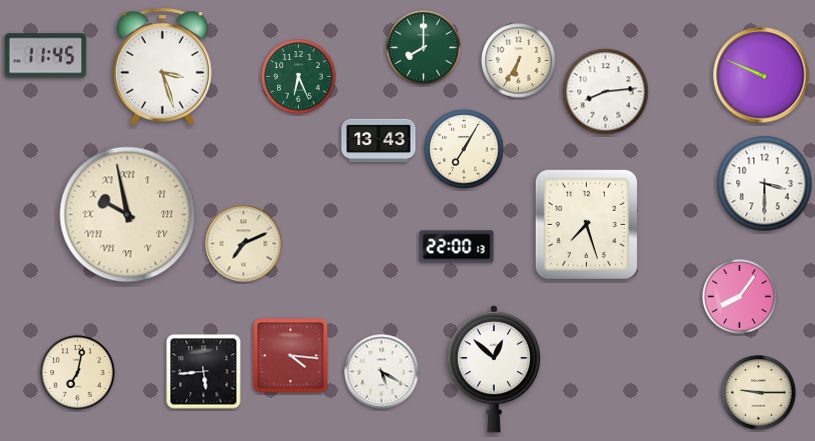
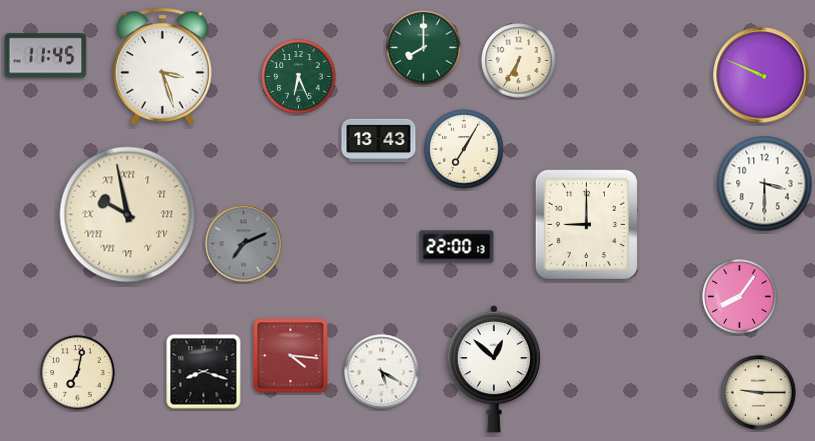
clock at (606, 92): 8:14 -> none
clock at (586, 224): 7:27 -> 9:00
clock at (244, 244) dial: cream -> grey
clock at (204, 372): 5:44 -> 8:18
